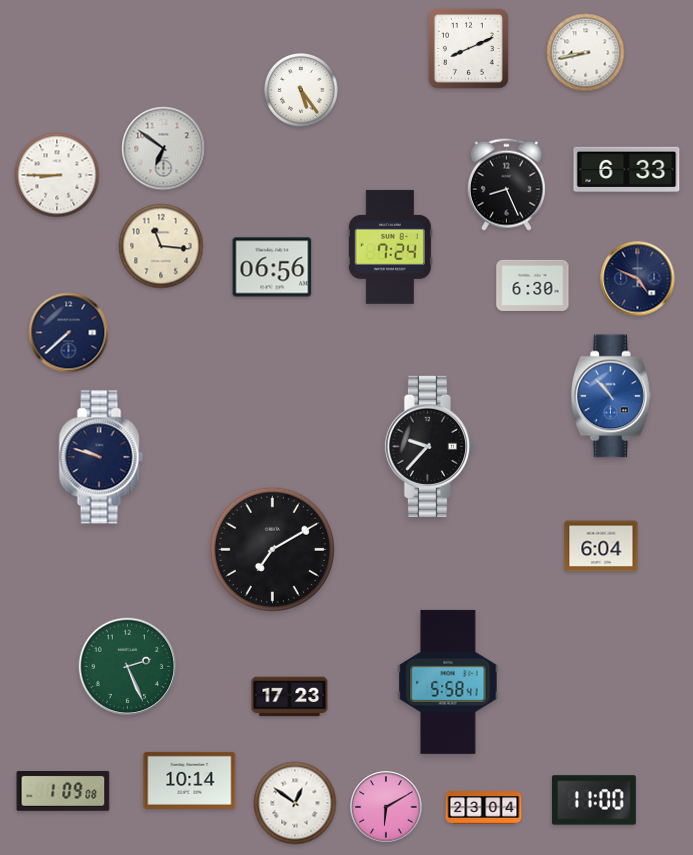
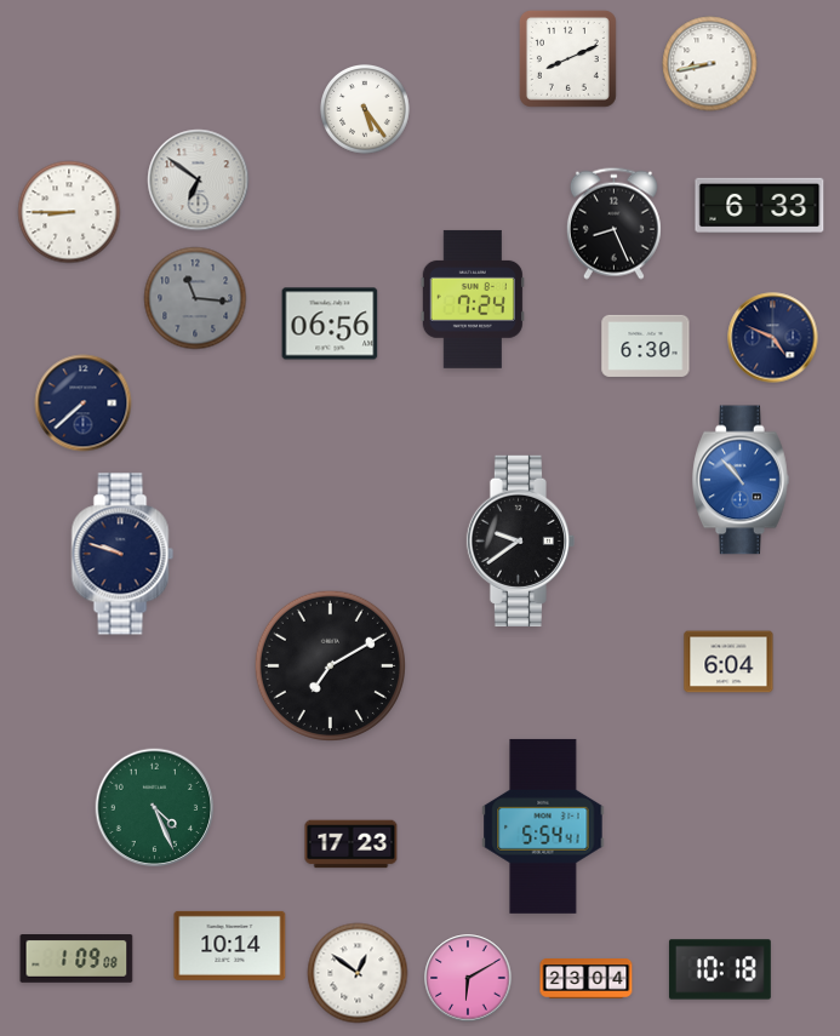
clock at (161, 246) dial: cream -> grey
clock at (429, 446): 9:37 -> 9:39
clock at (128, 667): 2:26 -> 4:26
clock at (448, 682): 5:58 -> 5:54
clock at (594, 800): 11:00 -> 10:18
